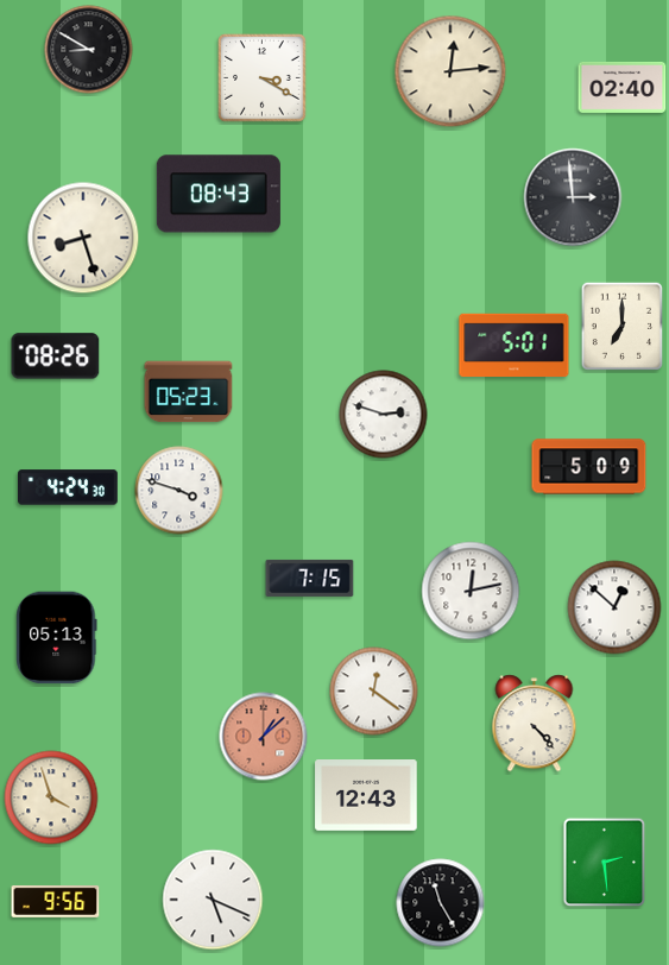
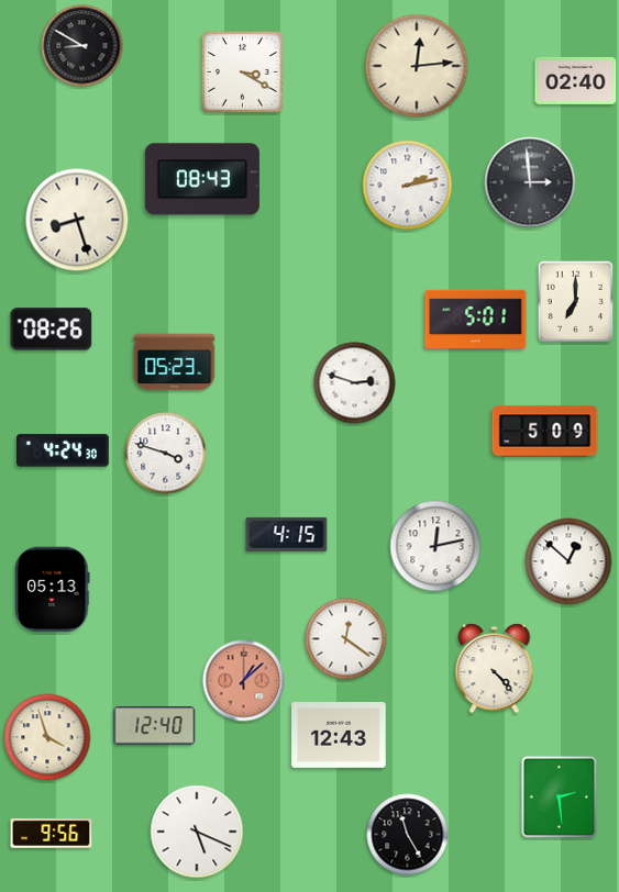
clock at (408, 186): none -> 2:13
clock at (310, 578): 7:15 -> 4:15
clock at (155, 726): none -> 12:40
